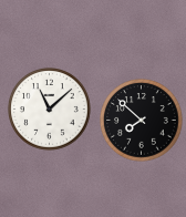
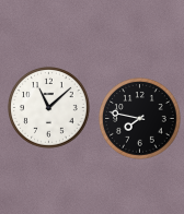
clock at (142, 121): 7:52 -> 7:47
